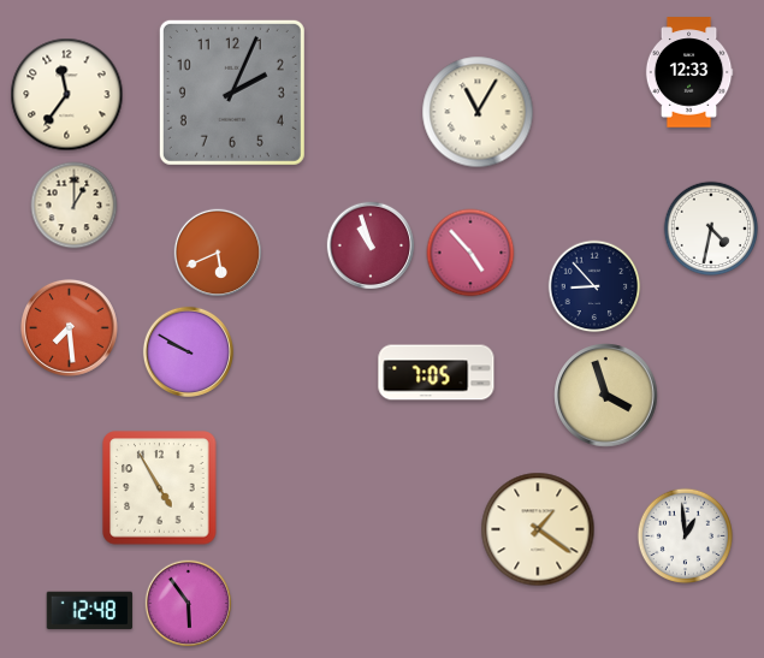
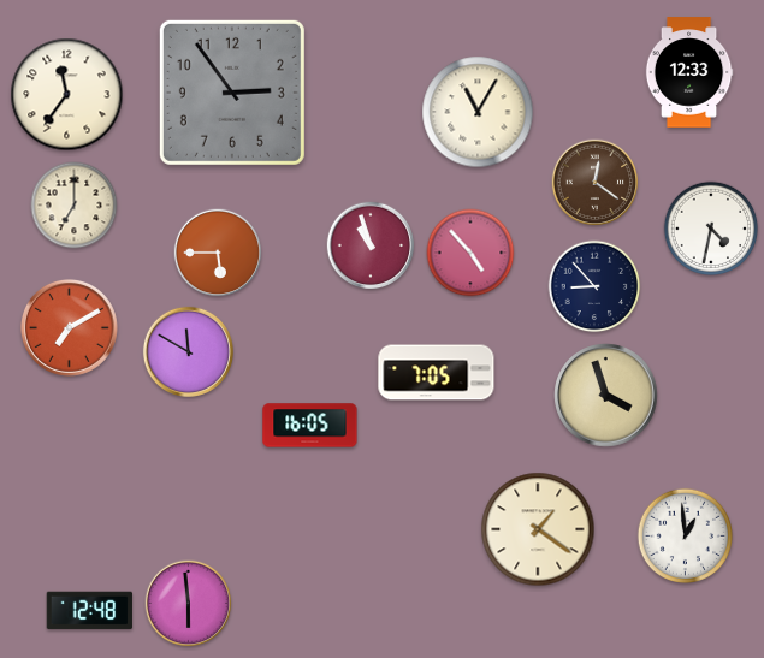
clock at (232, 93): 2:04 -> 2:54
clock at (596, 183): none -> 12:21
clock at (75, 206): 1:00 -> 7:00
clock at (218, 253): 5:41 -> 5:45
clock at (69, 327): 7:29 -> 7:10
clock at (188, 351): 9:50 -> 11:50
clock at (310, 426): none -> 16:05
clock at (160, 488): 4:55 -> none
clock at (189, 604): 5:54 -> 5:59
